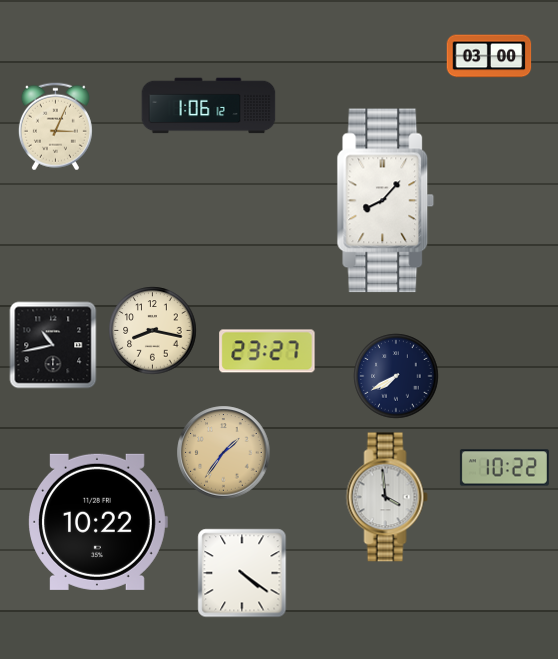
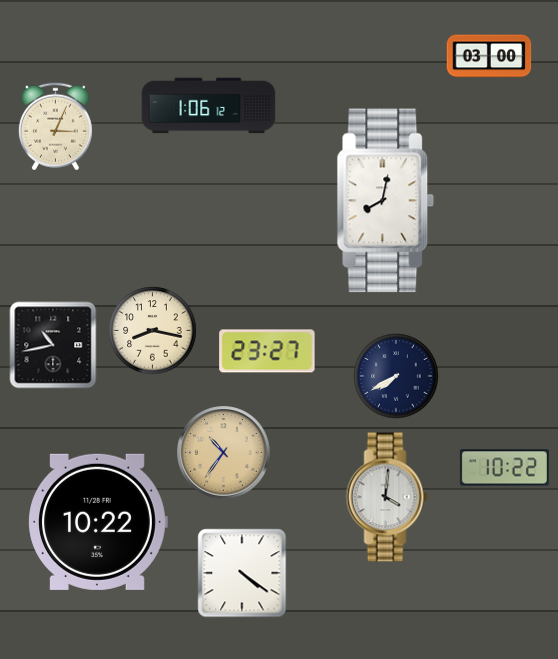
clock at (386, 201): 8:07 -> 8:02
clock at (224, 453): 1:36 -> 10:36
clock at (387, 497): 3:59 -> 4:01
